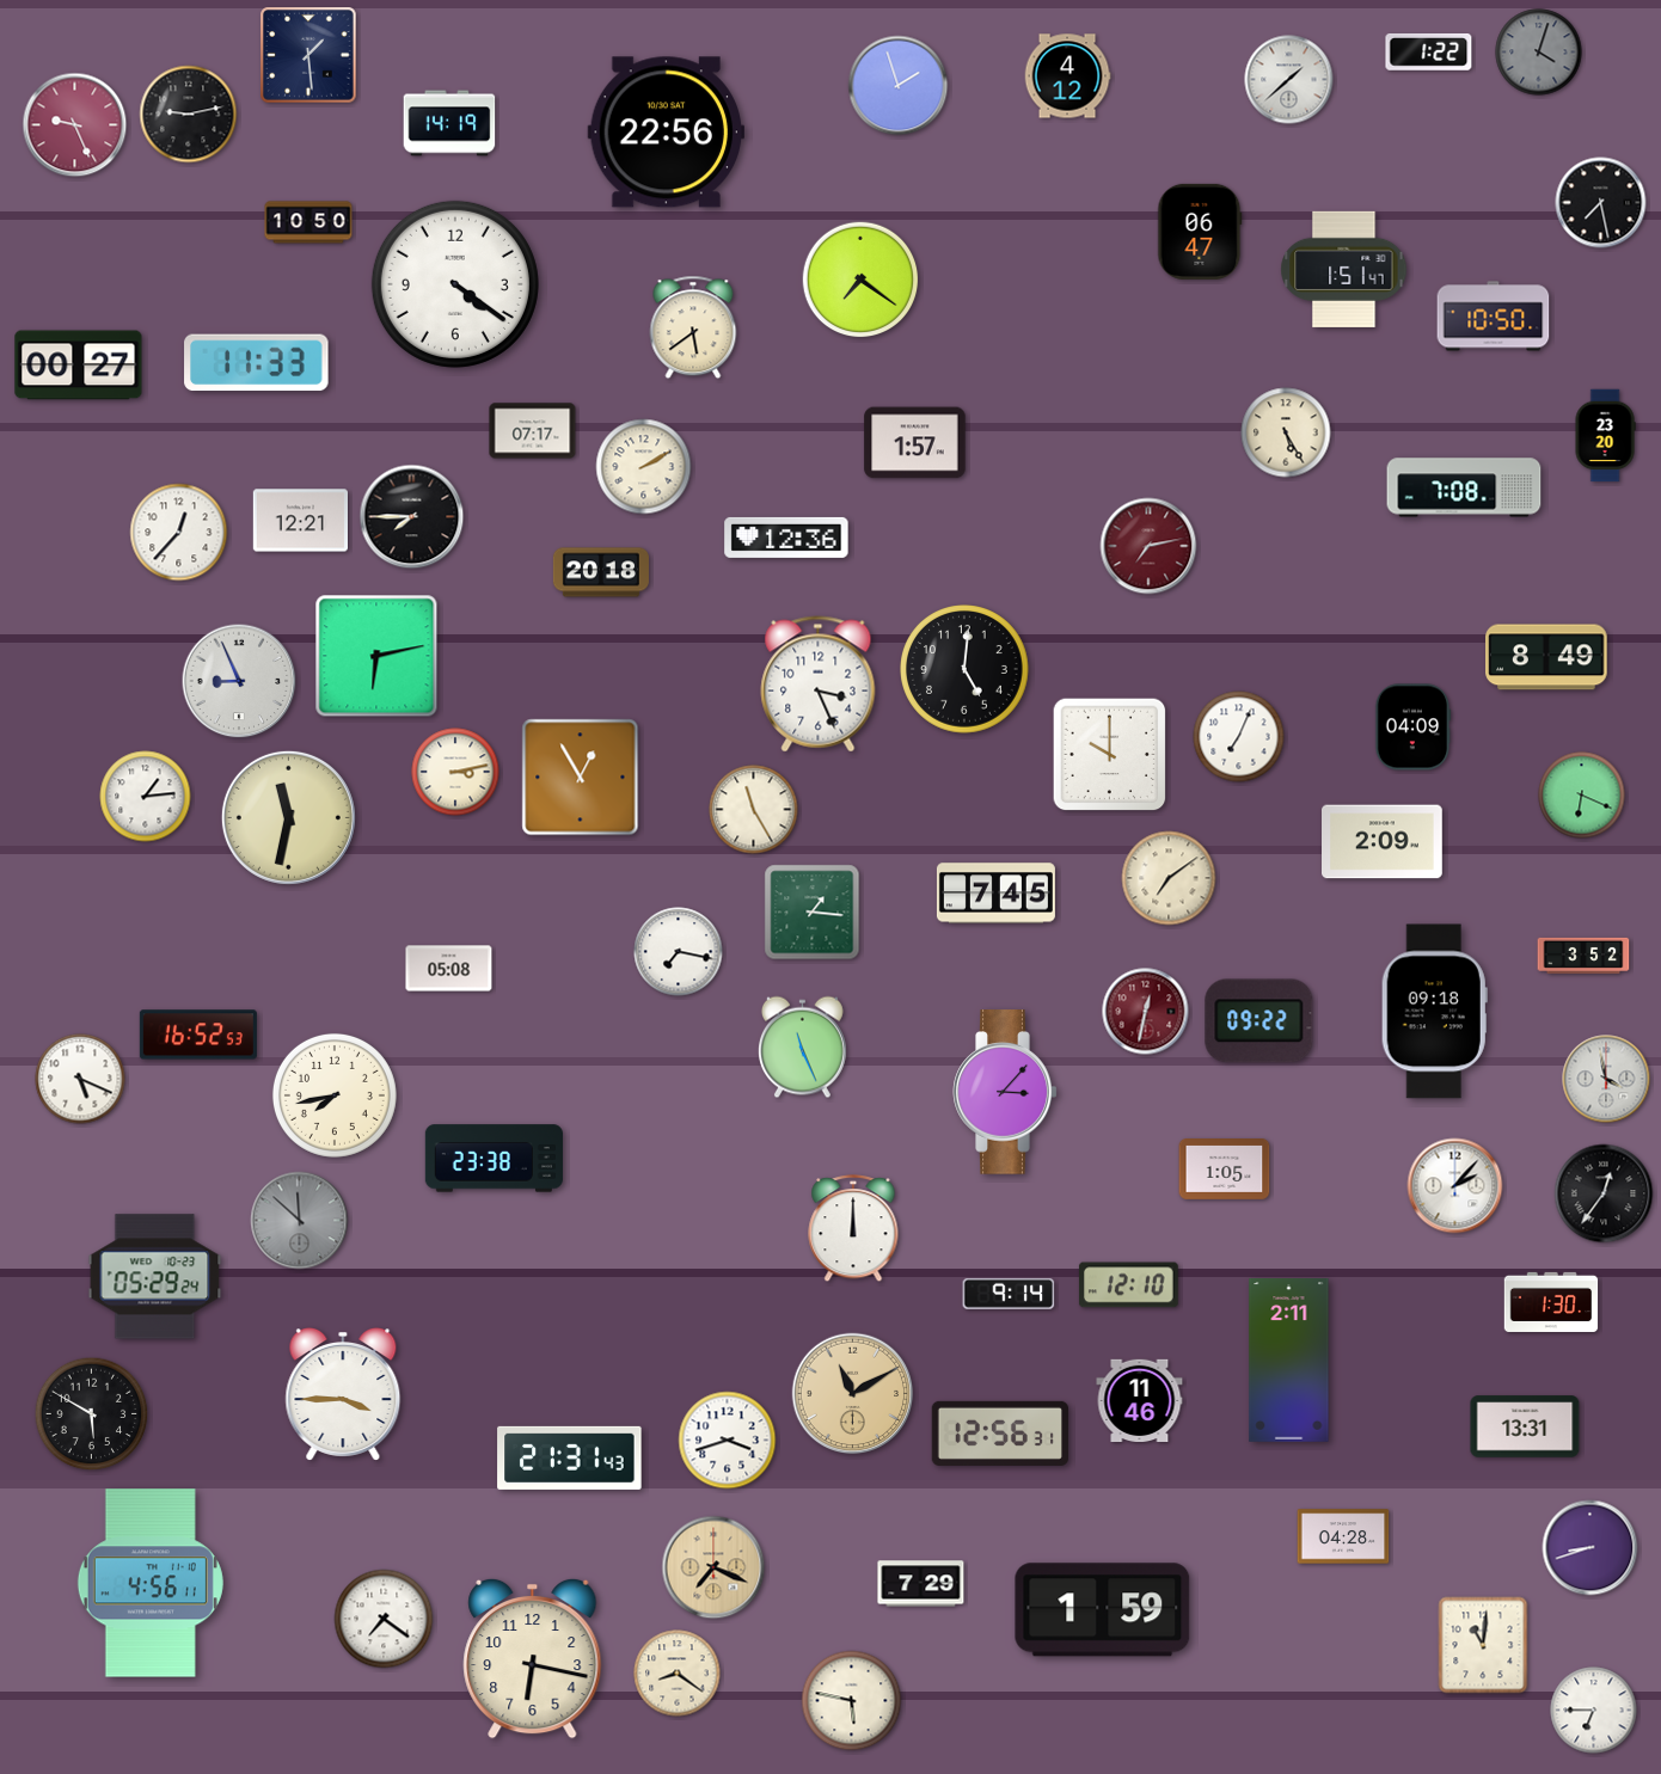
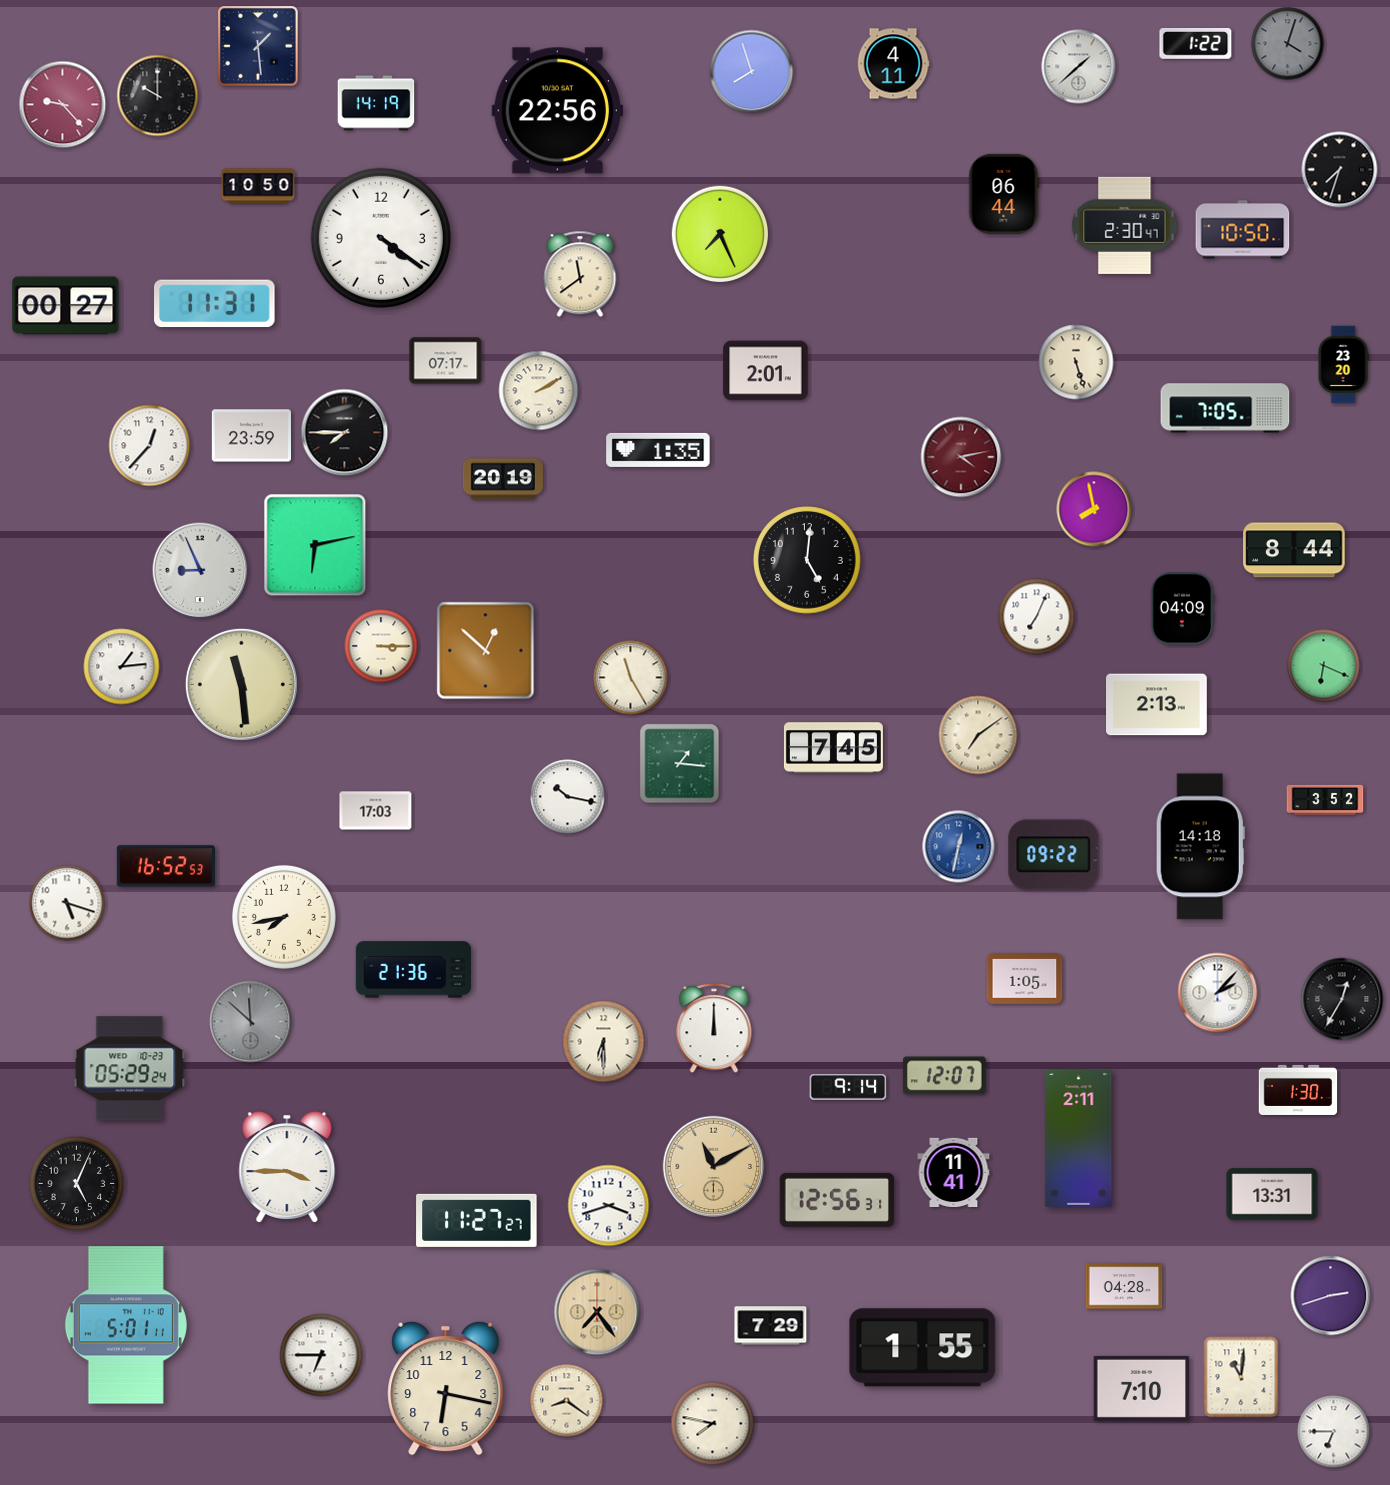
clock at (1067, 76): 4:12 -> 4:11
clock at (899, 86): 1:57 -> 7:57
clock at (189, 115): 9:13 -> 10:00
clock at (75, 125): 9:26 -> 9:23
clock at (1601, 203): 7:28 -> 7:33
clock at (1200, 232): 06:47 -> 06:44
clock at (1344, 269): 1:51 -> 2:30
clock at (860, 280): 7:21 -> 7:26
clock at (1494, 317) position: (1494, 317) -> (1243, 230)
clock at (693, 327): 5:39 -> 11:39
clock at (257, 363): 11:33 -> 11:31
clock at (1286, 432): 5:25 -> 5:27
clock at (915, 443): 1:57 -> 2:01
clock at (1464, 487): 7:08 -> 7:05
clock at (300, 521): 12:21 -> 23:59
clock at (786, 538): 12:36 -> 1:35
clock at (1148, 546): 7:13 -> 4:13
clock at (601, 572): 20:18 -> 20:19
clock at (1094, 509): none -> 7:58
clock at (376, 656) position: (376, 656) -> (315, 545)
clock at (1546, 657): 8:49 -> 8:44
clock at (819, 685): 3:26 -> none
clock at (1110, 755): 10:00 -> none
clock at (455, 772): 3:13 -> 3:15
clock at (581, 778): 12:55 -> 12:52
clock at (288, 817): 11:32 -> 11:29
clock at (1383, 842): 2:09 -> 2:13
clock at (679, 952): 7:17 -> 10:17
clock at (449, 969): 05:08 -> 17:03
clock at (1146, 1012) dial: burgundy -> blue
clock at (1434, 1012): 09:18 -> 14:18
clock at (802, 1048): 11:26 -> none
clock at (80, 1079): 5:19 -> 5:18
clock at (1606, 1079): 3:58 -> none
clock at (1005, 1092): 3:07 -> none
clock at (335, 1095) position: (335, 1095) -> (284, 917)
clock at (494, 1159): 23:38 -> 21:36
clock at (1604, 1193): 12:36 -> 12:35
clock at (604, 1042): none -> 6:30
clock at (1128, 1285): 12:10 -> 12:07
clock at (1009, 1294) position: (1009, 1294) -> (848, 1087)
clock at (1140, 1400): 11:46 -> 11:41
clock at (92, 1414): 5:50 -> 5:04
clock at (1525, 1426) position: (1525, 1426) -> (1272, 1194)
clock at (570, 1457): 21:31 -> 11:27
clock at (1590, 1548): 8:42 -> 2:42
clock at (713, 1567): 7:19 -> 7:24
clock at (151, 1583): 4:56 -> 5:01
clock at (1103, 1610): 1:59 -> 1:55
clock at (384, 1619): 7:21 -> 6:45
clock at (1142, 1388): none -> 7:10
clock at (852, 1701): 5:47 -> 7:47
